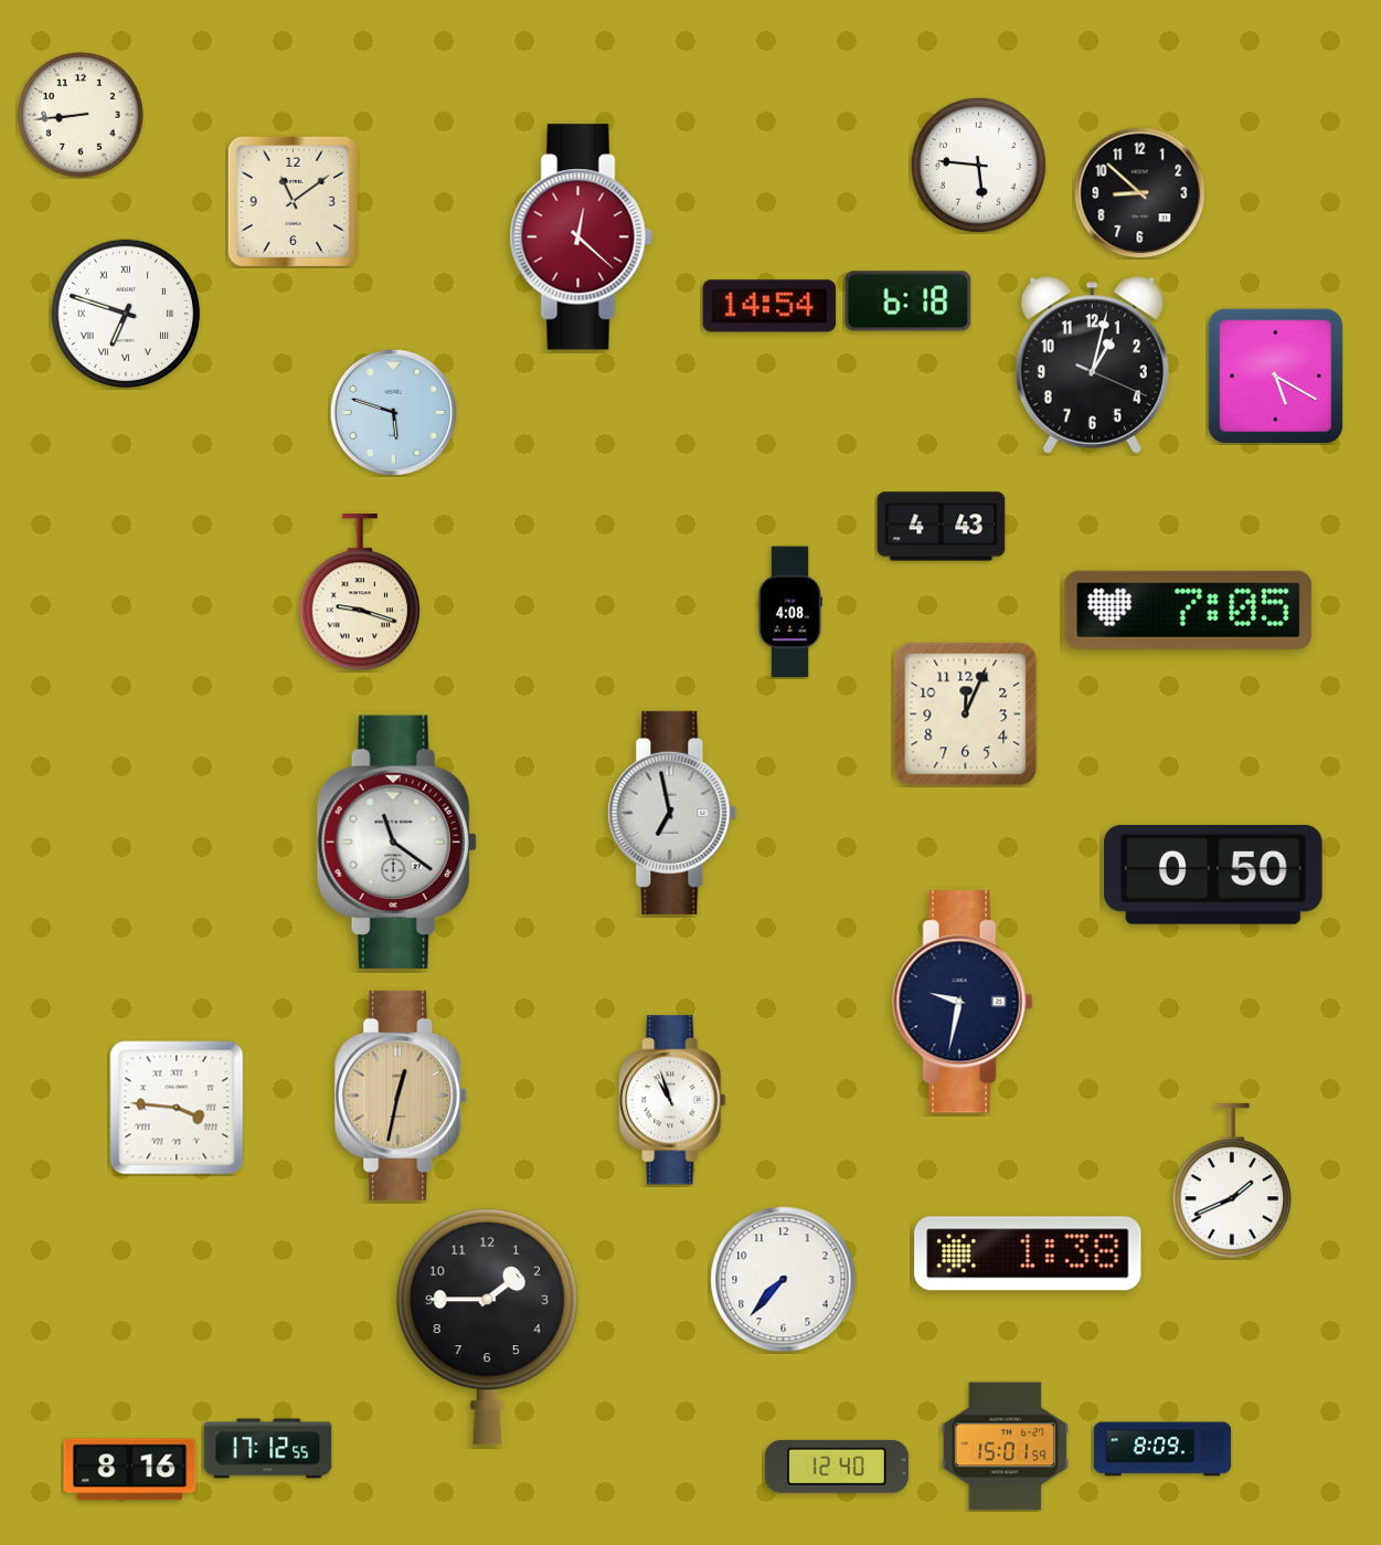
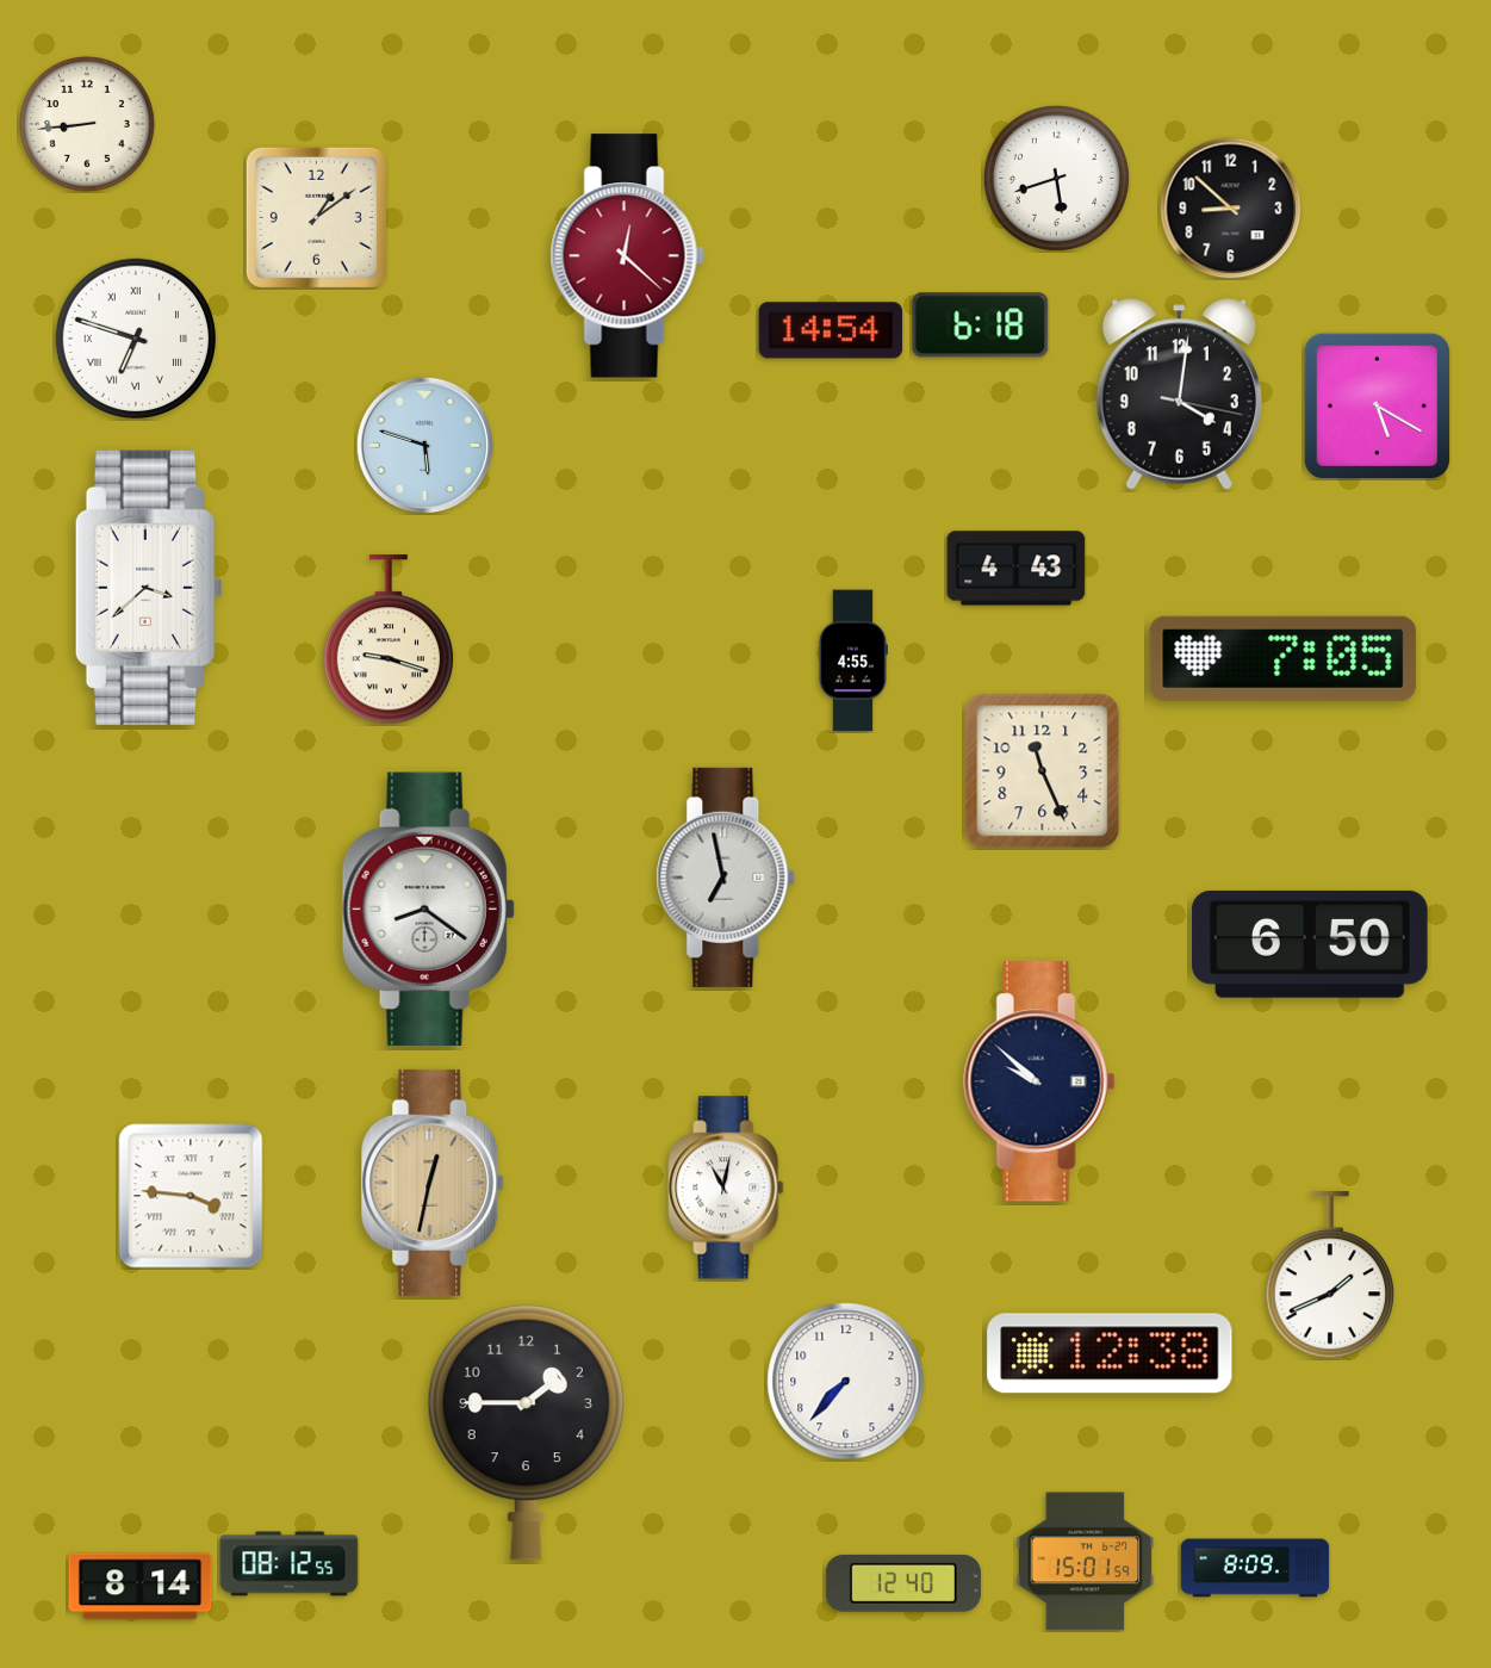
clock at (978, 165): 5:46 -> 5:42
clock at (293, 201): 11:09 -> 1:09
clock at (1092, 366): 1:02 -> 4:01
clock at (149, 588): none -> 3:38
clock at (789, 612): 4:08 -> 4:55
clock at (966, 715): 12:04 -> 11:26
clock at (396, 842): 11:21 -> 8:21
clock at (1213, 875): 0:50 -> 6:50
clock at (963, 1002): 9:32 -> 9:52
clock at (672, 1100): 10:57 -> 11:02
clock at (1028, 1253): 1:38 -> 12:38
clock at (268, 1449): 17:12 -> 08:12
clock at (1162, 1449) position: (1162, 1449) -> (1255, 1568)
clock at (130, 1470): 8:16 -> 8:14
